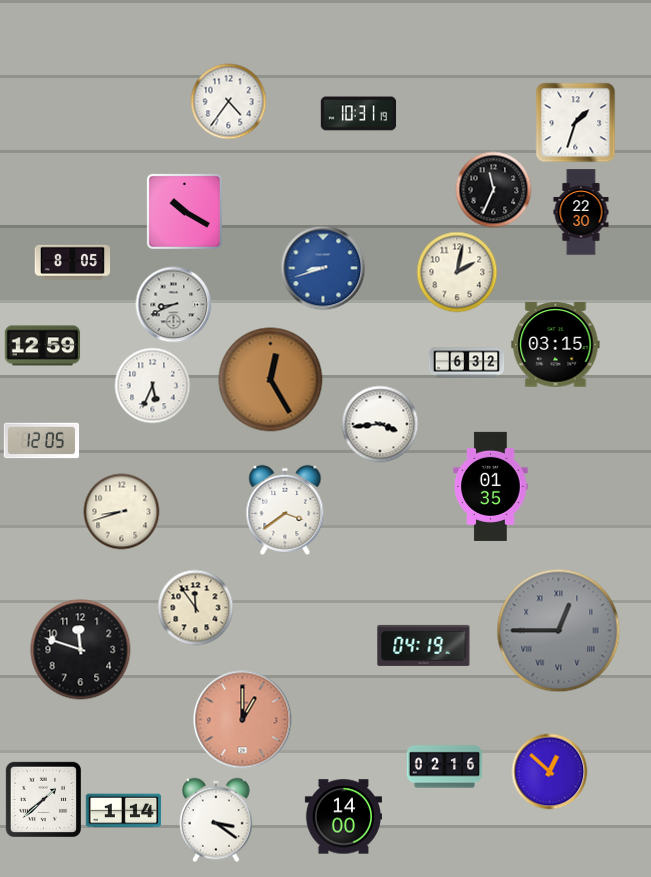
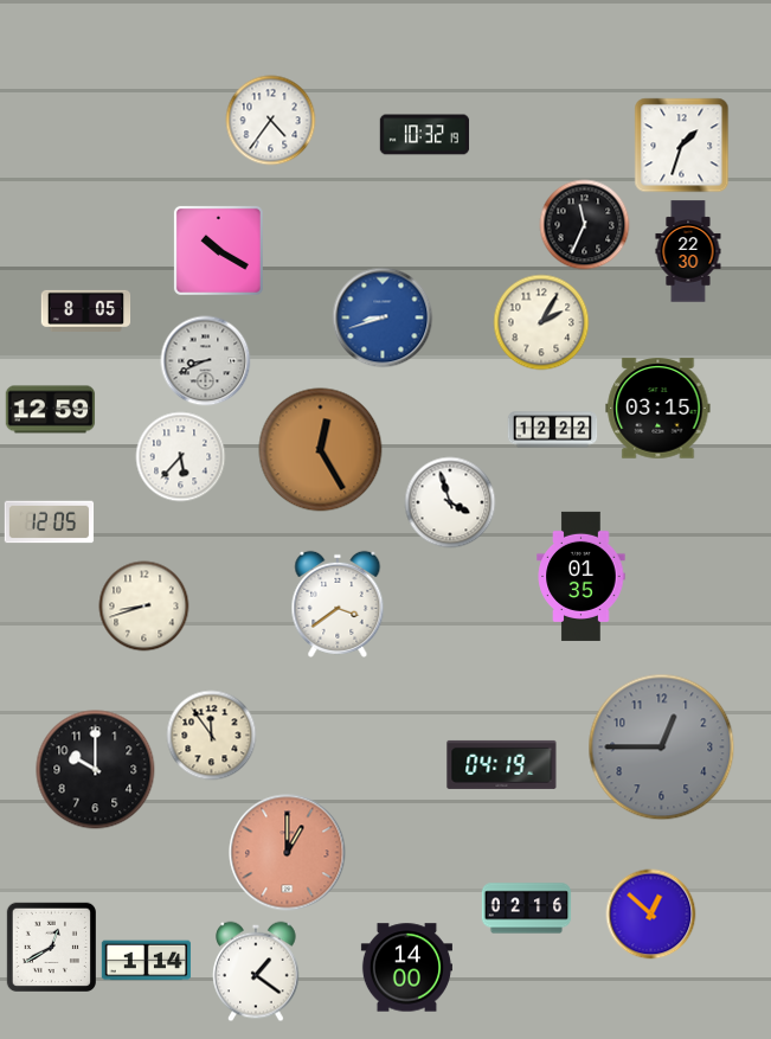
clock at (359, 114): 10:31 -> 10:32
clock at (457, 272): 2:02 -> 2:05
clock at (467, 363): 6:32 -> 12:22
clock at (153, 386): 5:34 -> 5:37
clock at (380, 424): 3:44 -> 3:57
clock at (196, 608) position: (196, 608) -> (212, 736)
clock at (559, 631) numerals: Roman -> Arabic
clock at (81, 650): 11:48 -> 10:00
clock at (43, 799): 1:38 -> 12:40
clock at (216, 820): 3:21 -> 1:21
